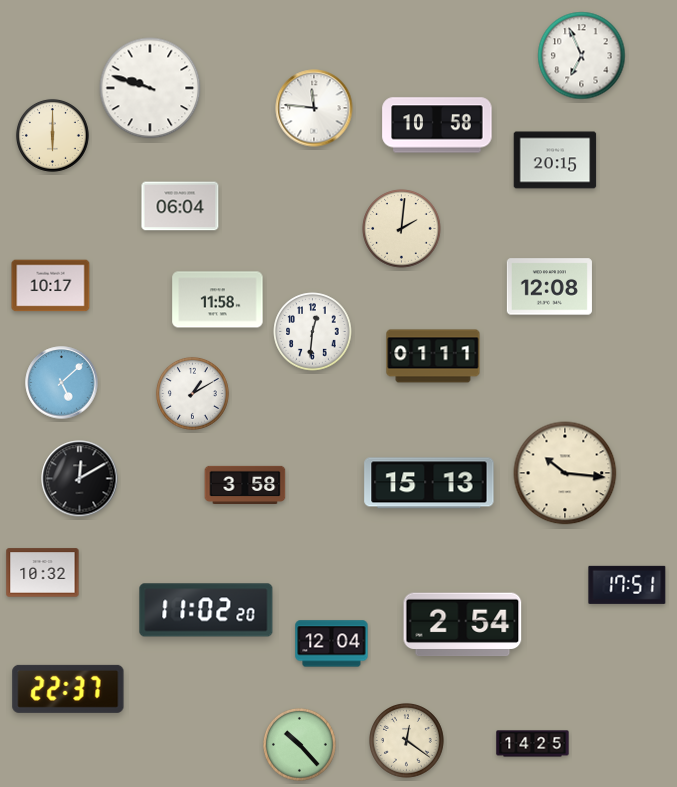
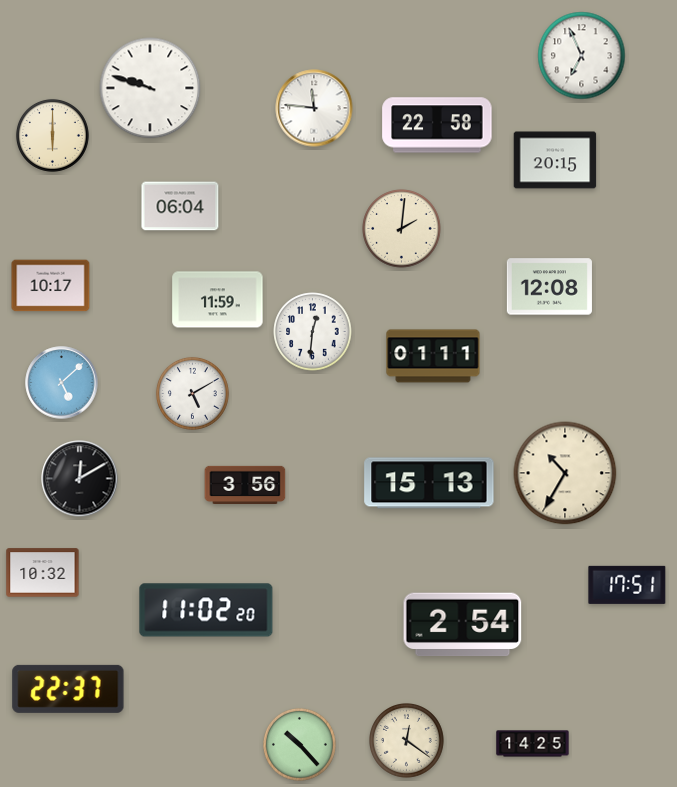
clock at (437, 125): 10:58 -> 22:58
clock at (218, 300): 11:58 -> 11:59
clock at (192, 393): 1:10 -> 5:10
clock at (565, 473): 10:16 -> 10:35
clock at (245, 484): 3:58 -> 3:56
clock at (332, 644): 12:04 -> none
